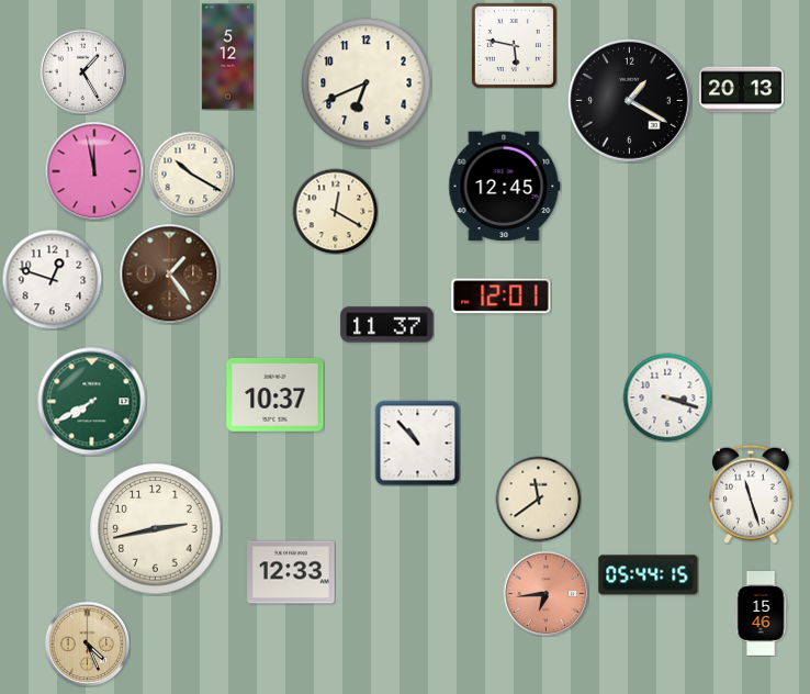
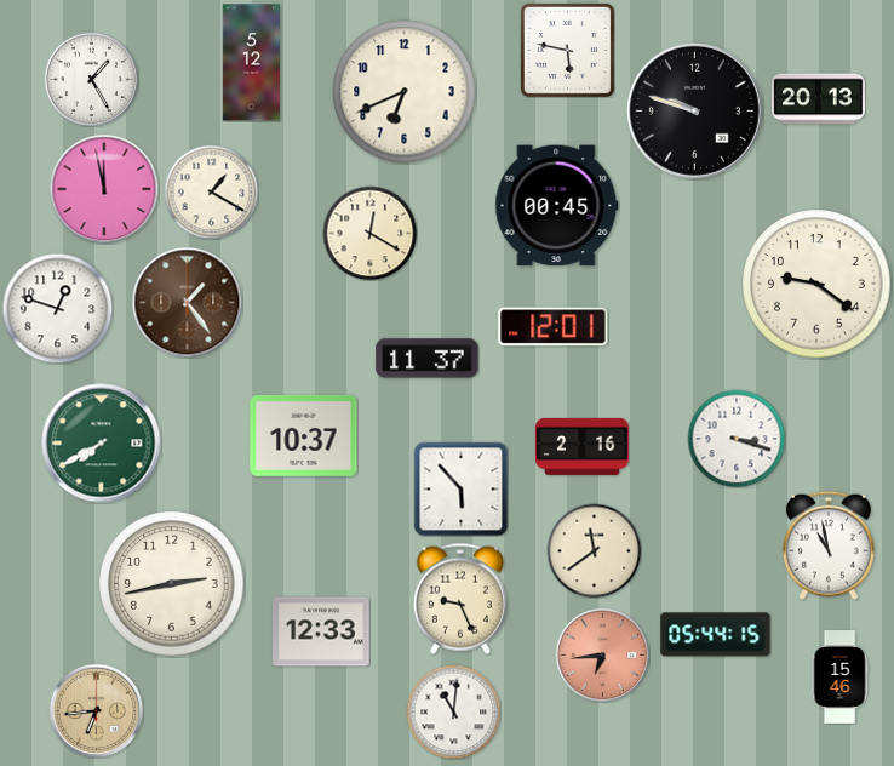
clock at (629, 100): 1:20 -> 9:48
clock at (191, 173): 10:20 -> 1:20
clock at (505, 187): 12:45 -> 00:45
clock at (816, 284): none -> 9:21
clock at (583, 446): none -> 2:16
clock at (417, 443): 10:53 -> 5:53
clock at (751, 494): 11:27 -> 10:58
clock at (460, 599): none -> 9:26
clock at (87, 643): 4:26 -> 6:44
clock at (453, 711): none -> 11:01
